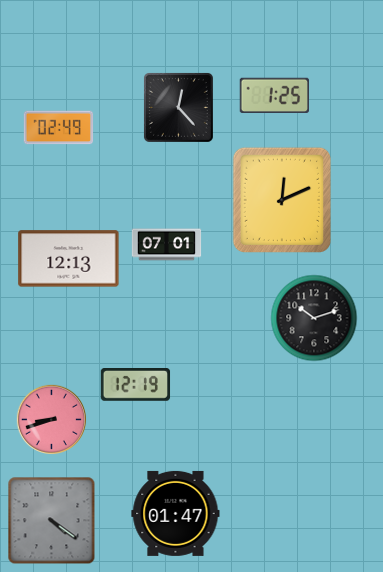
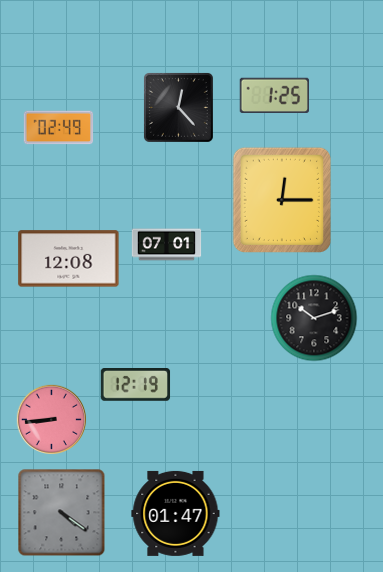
clock at (281, 199): 12:11 -> 12:15
clock at (69, 259): 12:13 -> 12:08
clock at (51, 419): 8:42 -> 8:44
clock at (52, 521) position: (52, 521) -> (62, 513)
